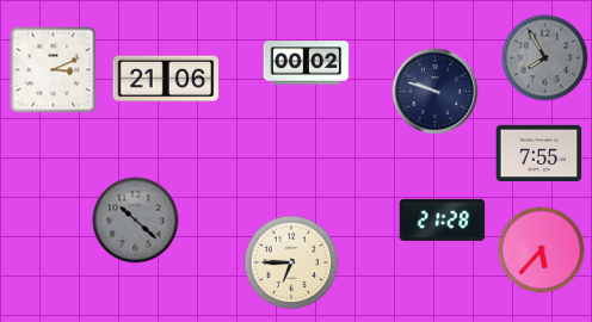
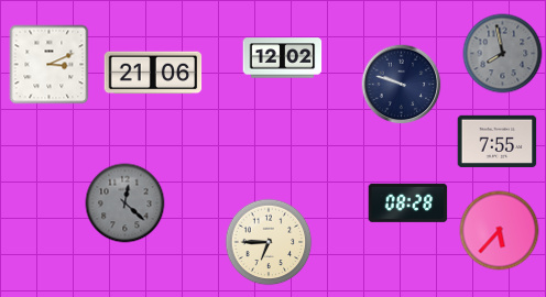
clock at (545, 58): 7:55 -> 7:58
clock at (307, 63): 00:02 -> 12:02
clock at (443, 219): 21:28 -> 08:28
clock at (136, 221): 10:22 -> 12:22
